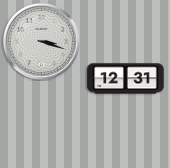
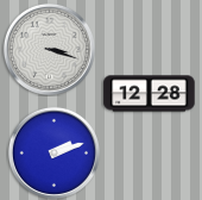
clock at (126, 79): 12:31 -> 12:28
clock at (53, 152): none -> 2:12
